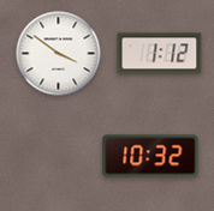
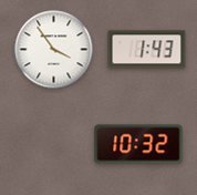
clock at (59, 54): 3:51 -> 3:54
clock at (160, 54): 1:12 -> 1:43
